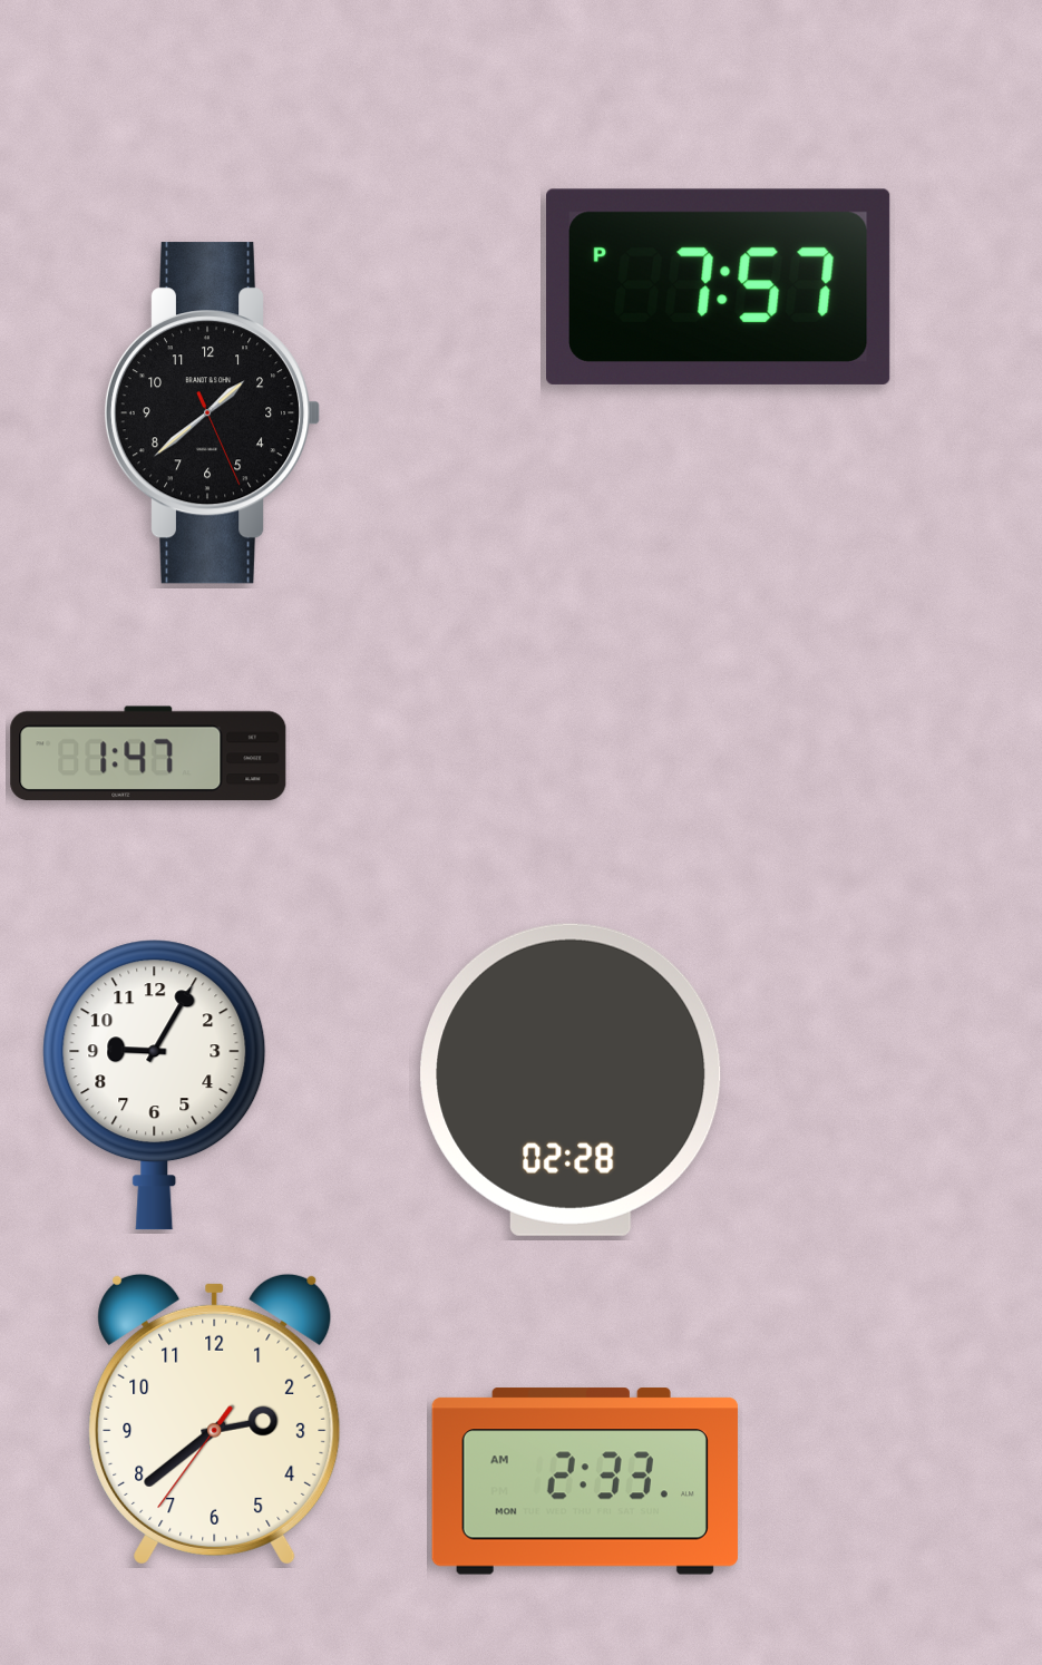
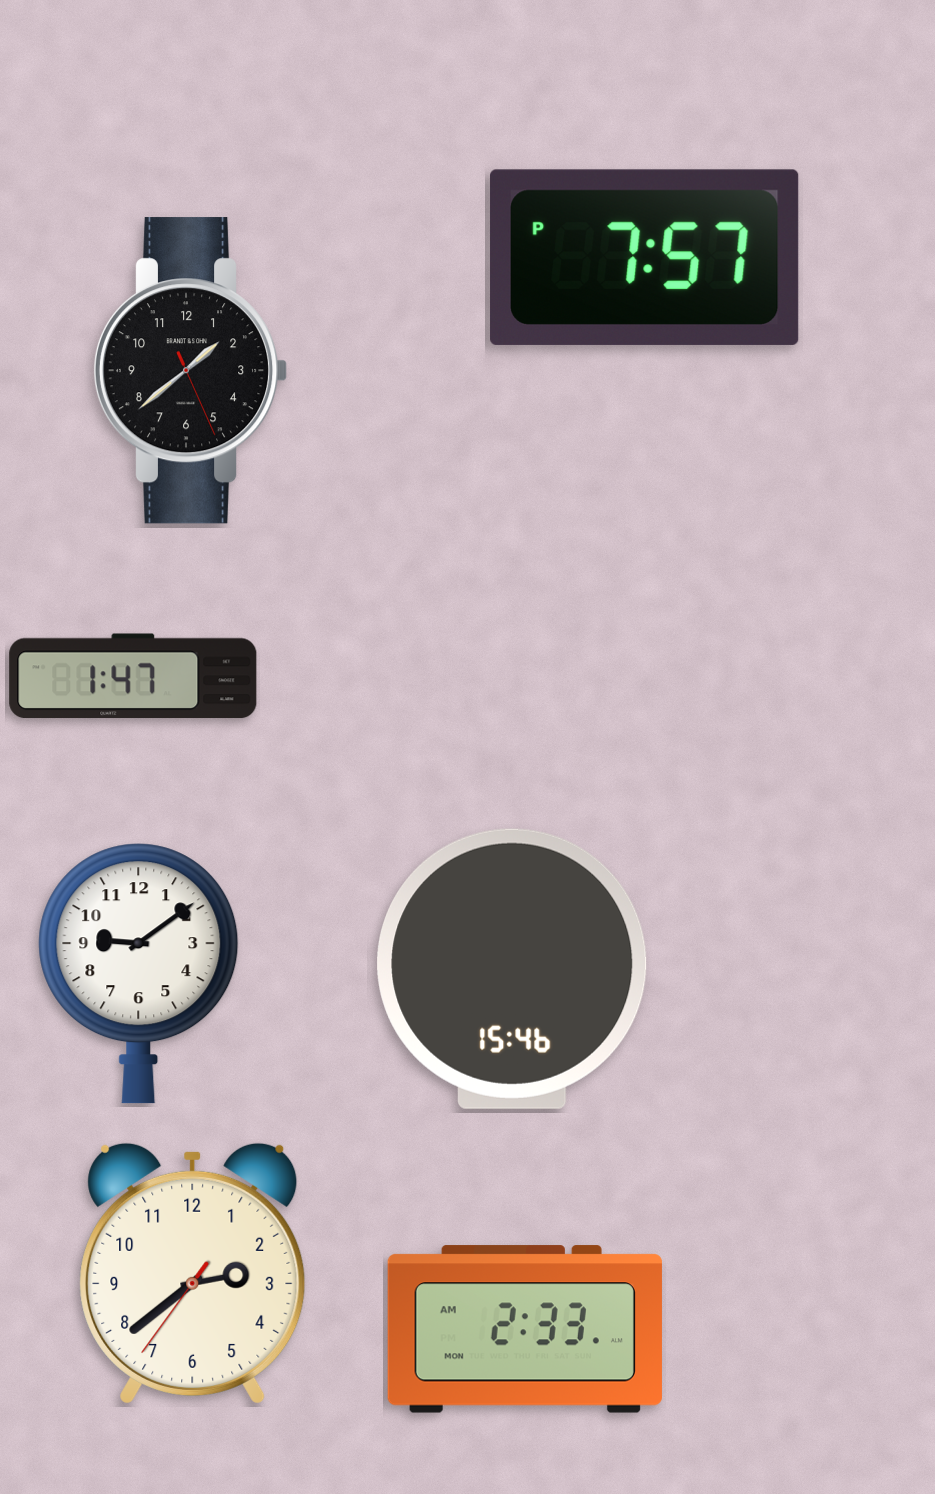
clock at (571, 1080): 02:28 -> 15:46
clock at (155, 1085): 9:05 -> 9:09
